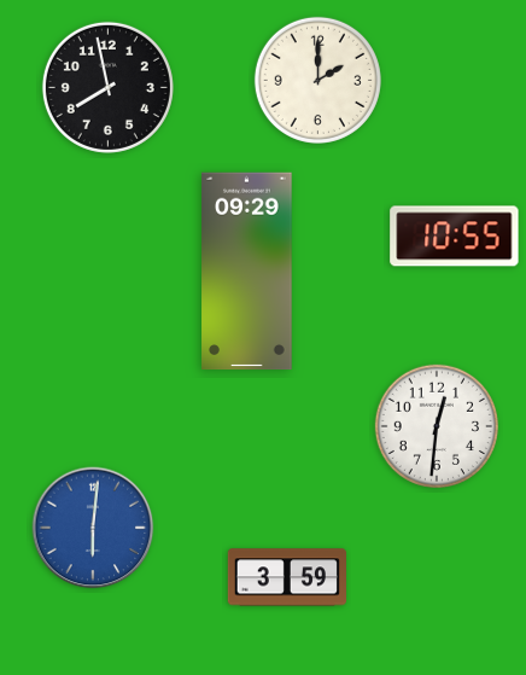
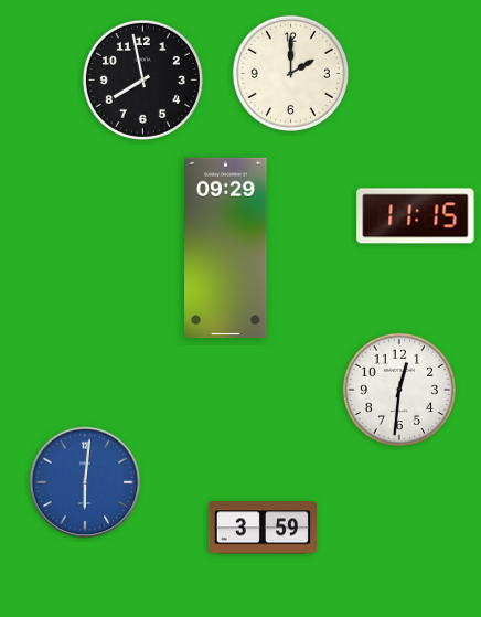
clock at (107, 87) position: (107, 87) -> (142, 79)
clock at (455, 237): 10:55 -> 11:15
